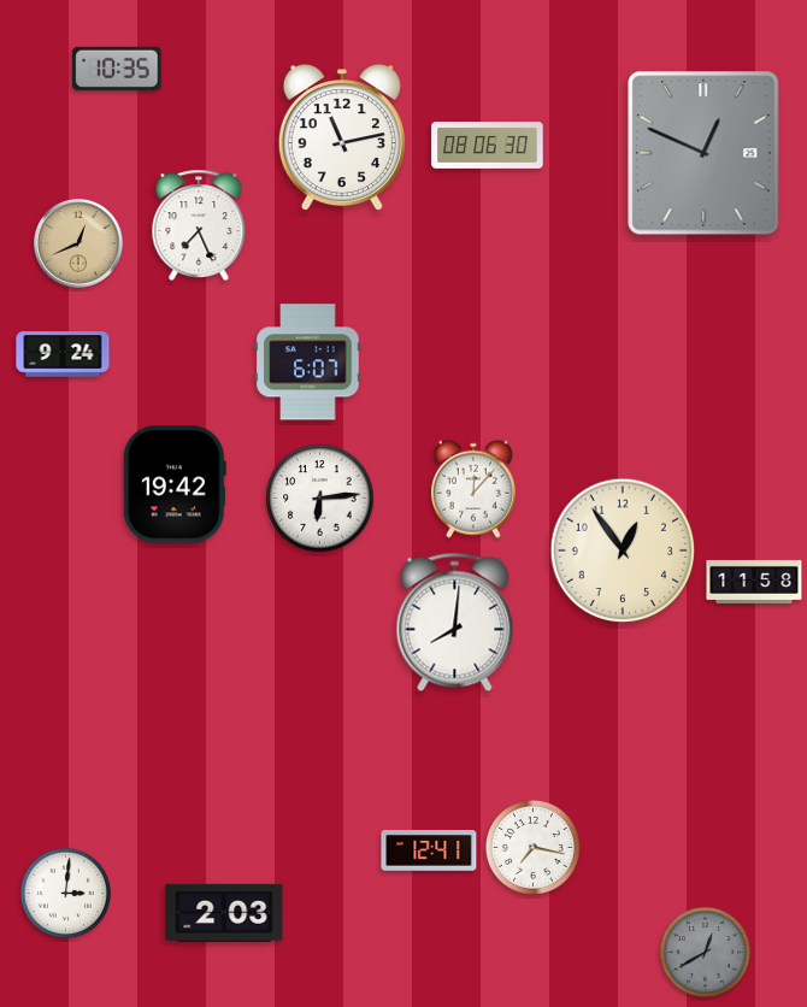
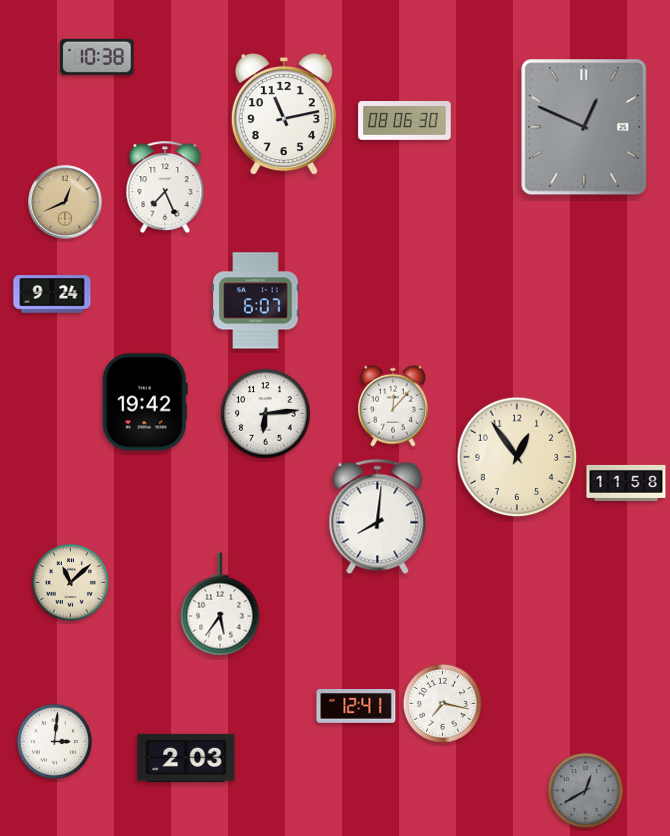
clock at (117, 69): 10:35 -> 10:38
clock at (70, 582): none -> 11:08
clock at (220, 604): none -> 5:36
